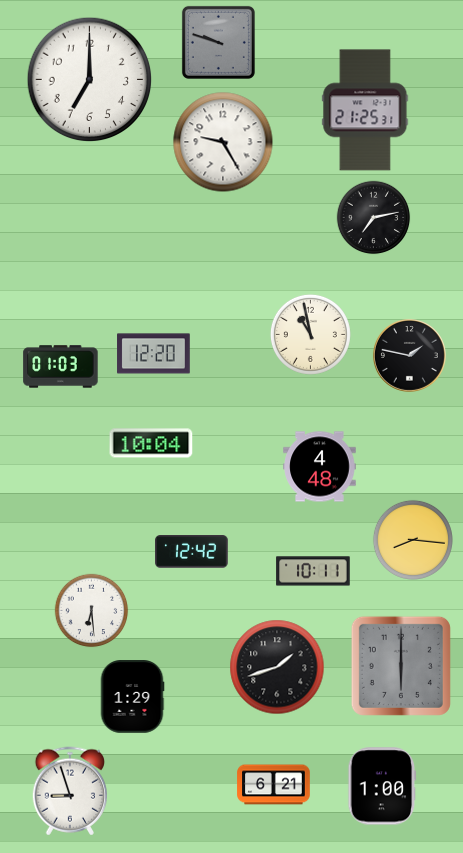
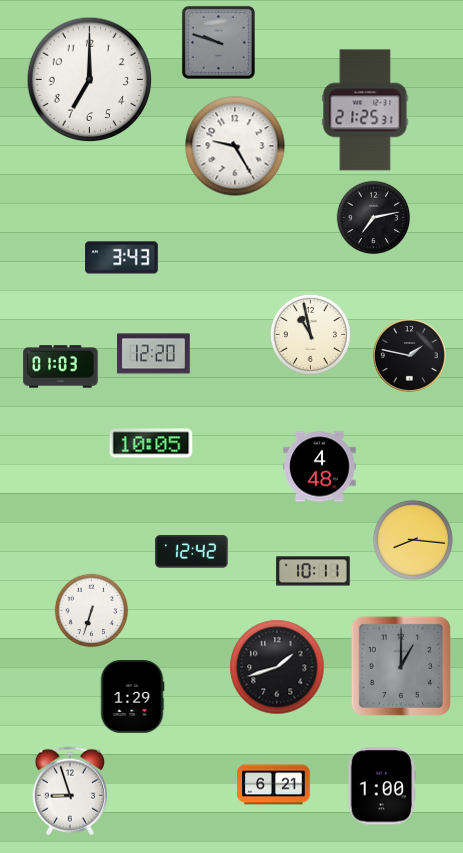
clock at (223, 142) position: (223, 142) -> (235, 146)
clock at (122, 258): none -> 3:43
clock at (151, 443): 10:04 -> 10:05
clock at (92, 611): 6:29 -> 6:33
clock at (401, 666): 6:00 -> 1:00
